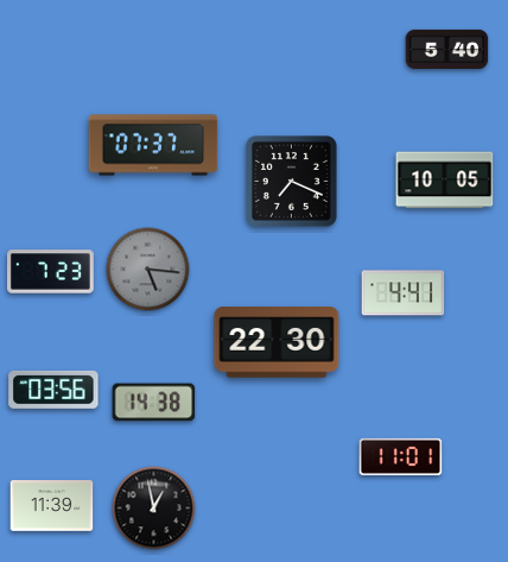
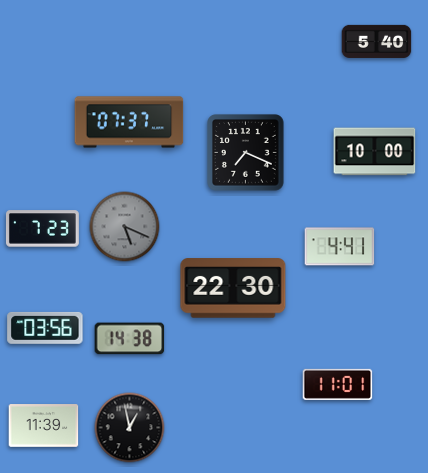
clock at (445, 181): 10:05 -> 10:00
clock at (148, 270): 5:16 -> 5:19
